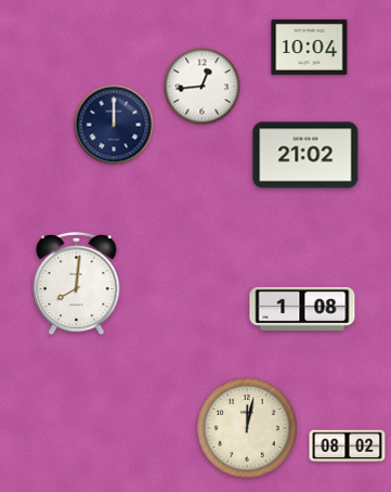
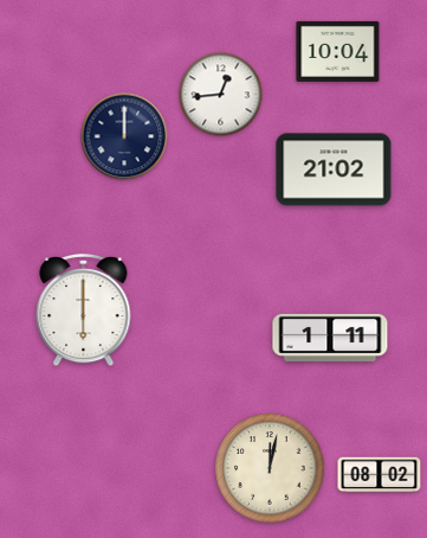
clock at (77, 284): 8:01 -> 6:00
clock at (302, 309): 1:08 -> 1:11
clock at (348, 446) position: (348, 446) -> (380, 475)
